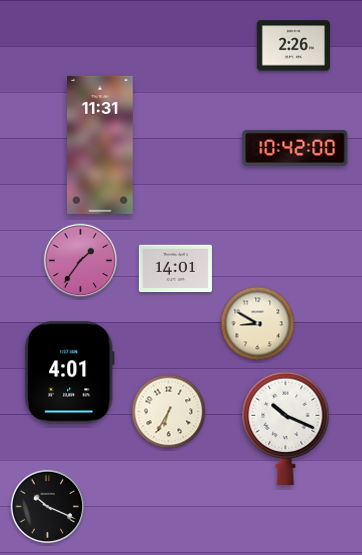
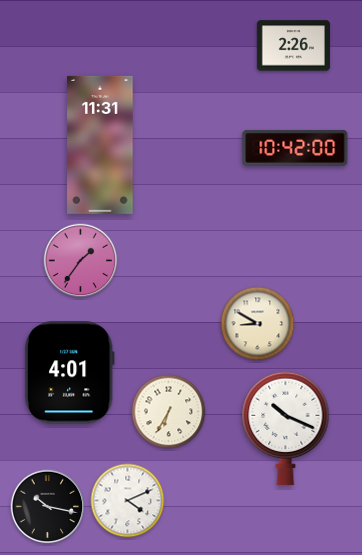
clock at (175, 269): 14:01 -> none
clock at (128, 501): none -> 4:11
clock at (48, 507): 10:19 -> 10:17
